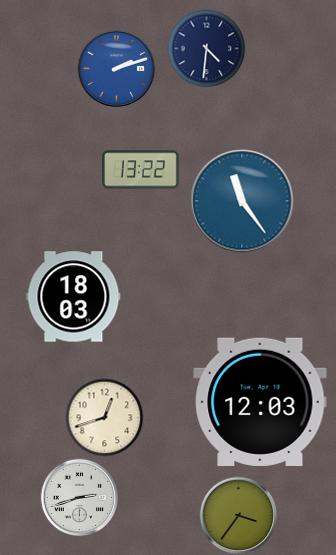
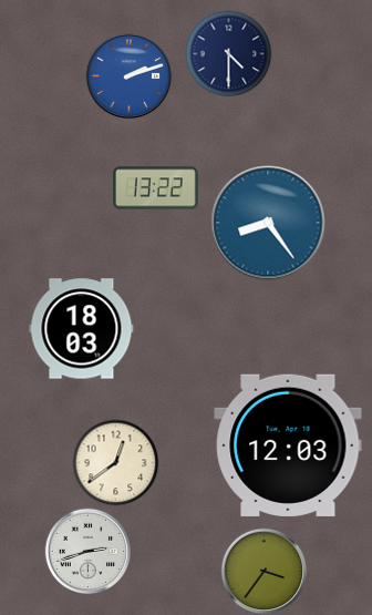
clock at (206, 48): 4:31 -> 4:30
clock at (242, 201): 11:24 -> 8:24
clock at (104, 417): 12:42 -> 12:39
